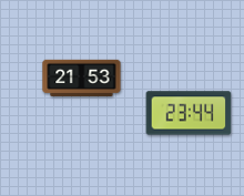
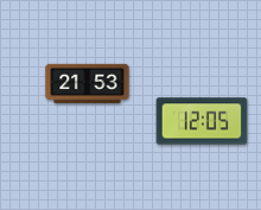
clock at (189, 113): 23:44 -> 12:05
